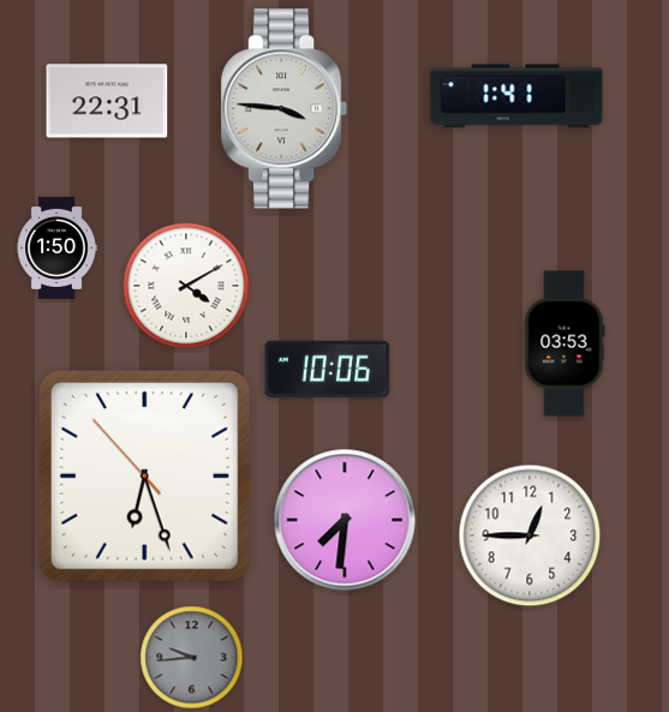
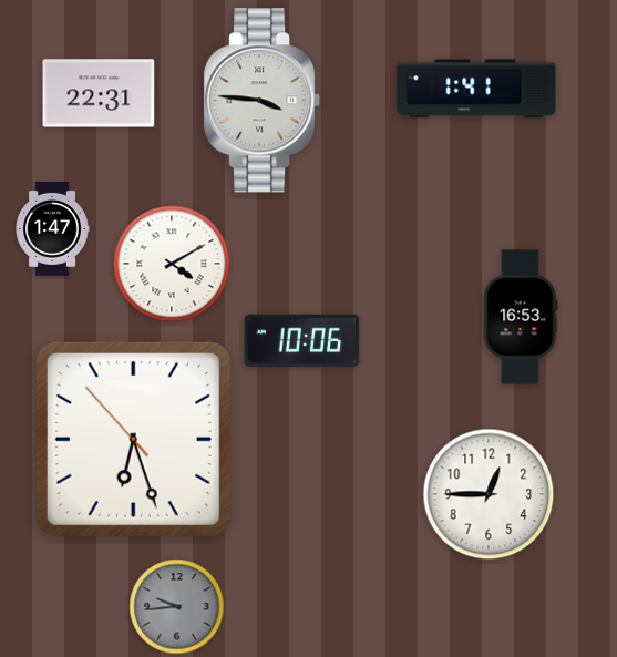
clock at (56, 247): 1:50 -> 1:47
clock at (565, 343): 03:53 -> 16:53
clock at (345, 520): 7:31 -> none
